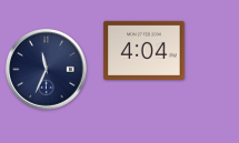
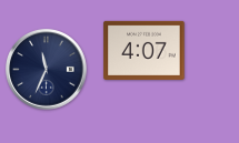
clock at (145, 50): 4:04 -> 4:07
